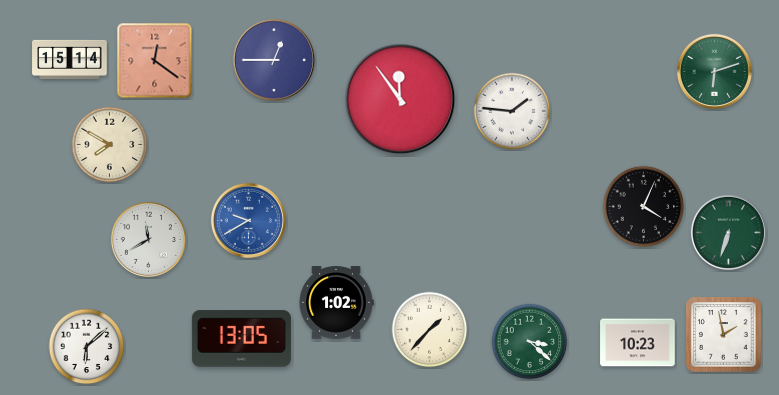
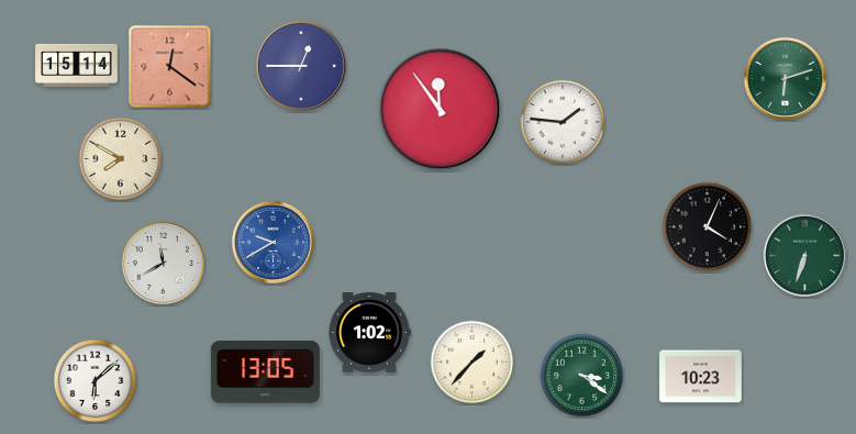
clock at (728, 232) position: (728, 232) -> (804, 255)
clock at (724, 335): 1:58 -> none
clock at (530, 342): 3:22 -> 3:21
